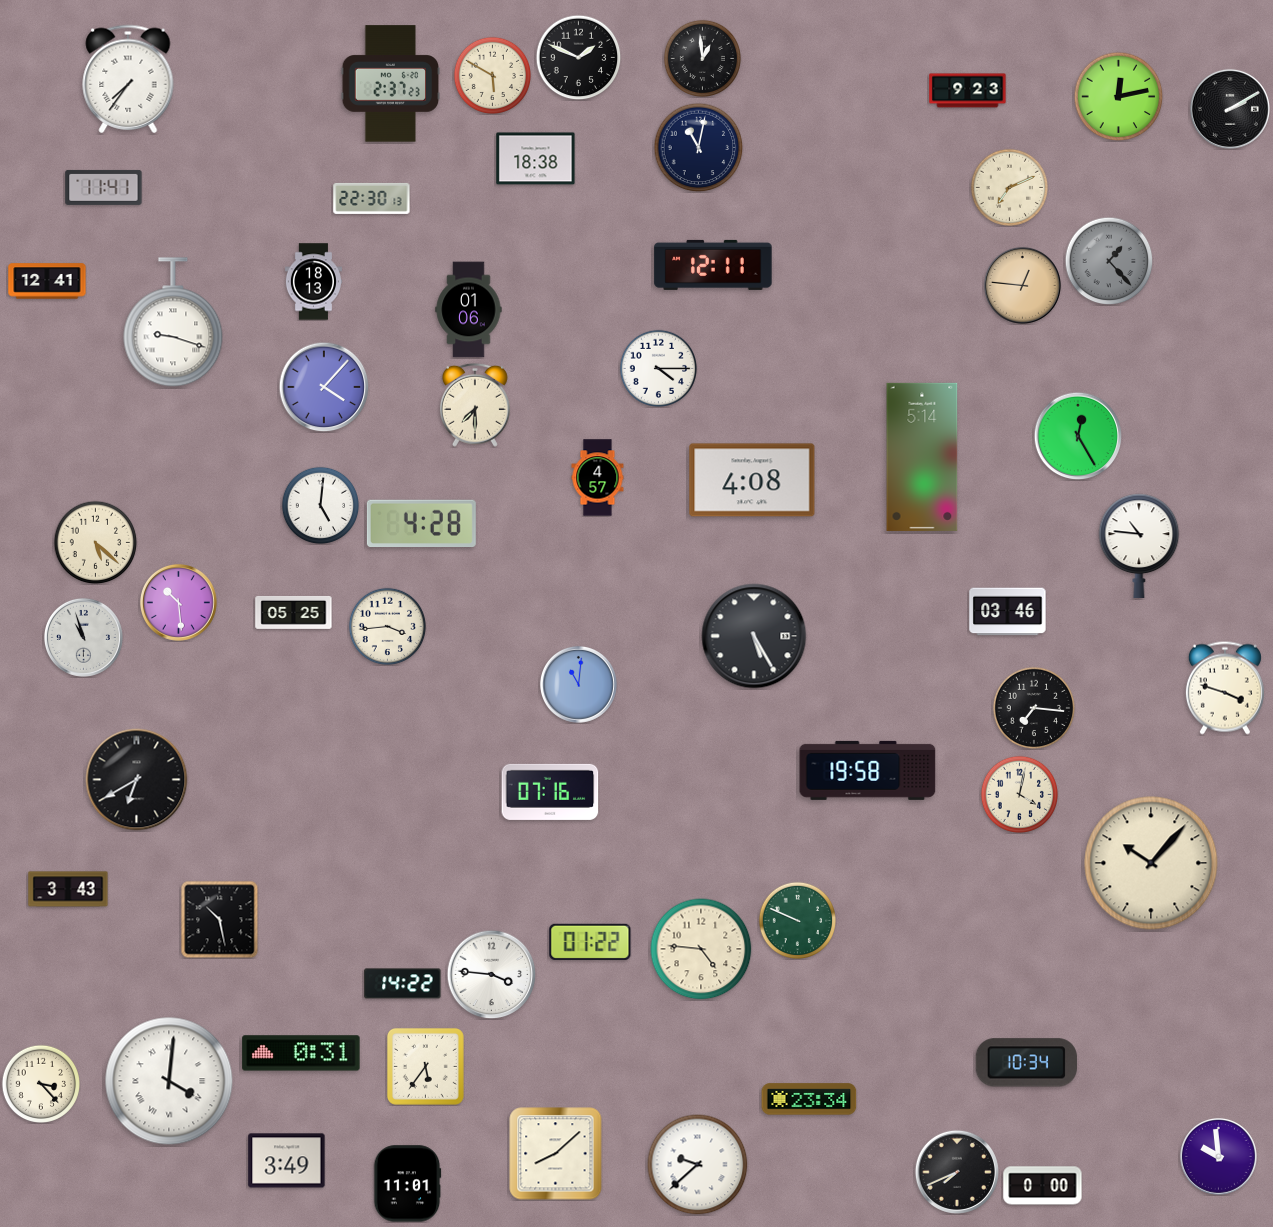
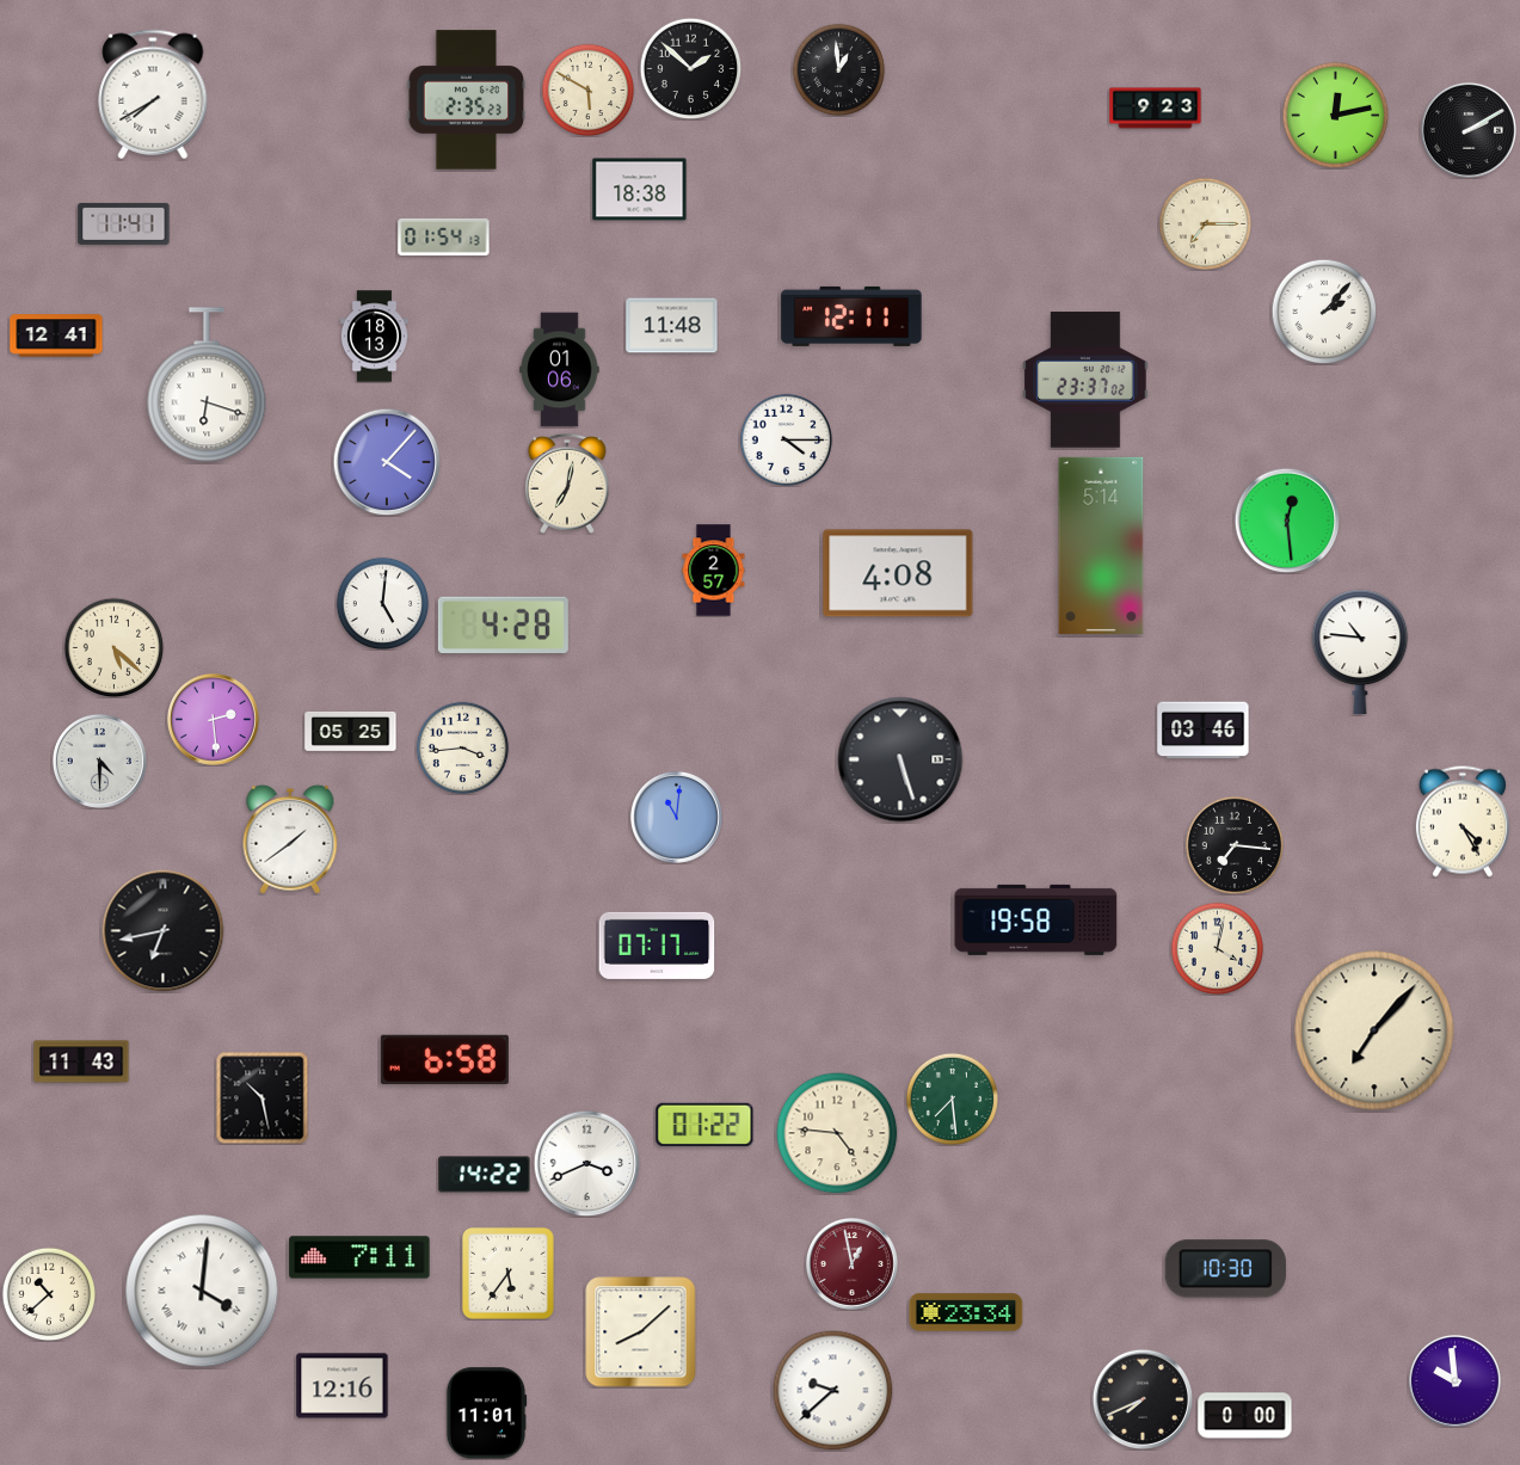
clock at (578, 57): 1:49 -> 1:52
clock at (128, 79): 7:36 -> 7:40
clock at (391, 84): 2:37 -> 2:35
clock at (698, 147): 11:02 -> none
clock at (1009, 187): 7:11 -> 7:15
clock at (372, 198): 22:30 -> 01:54
clock at (1109, 261): 1:23 -> 2:07
clock at (1109, 261) dial: grey -> white
clock at (672, 326): none -> 11:48
clock at (1022, 285): 12:46 -> none
clock at (1085, 380): none -> 23:37
clock at (173, 322): 9:18 -> 6:18
clock at (475, 405): 7:30 -> 7:02
clock at (1078, 436): 12:25 -> 12:29
clock at (598, 478): 4:57 -> 2:57
clock at (178, 602): 10:29 -> 2:29
clock at (754, 636): 5:25 -> 5:27
clock at (83, 637): 10:57 -> 4:30
clock at (578, 684) position: (578, 684) -> (676, 817)
clock at (1225, 688): 3:48 -> 4:25
clock at (290, 839): none -> 1:39
clock at (137, 780): 6:40 -> 6:43
clock at (550, 792): 07:16 -> 07:17
clock at (1151, 863): 10:07 -> 7:07
clock at (444, 1059): none -> 6:58
clock at (68, 889): 3:43 -> 11:43
clock at (797, 920): 9:49 -> 7:29
clock at (491, 974): 3:46 -> 3:41
clock at (403, 984) position: (403, 984) -> (485, 1175)
clock at (301, 1053): 0:31 -> 7:11
clock at (851, 1263): none -> 12:58
clock at (1026, 1063): 10:34 -> 10:30
clock at (41, 1084): 3:23 -> 10:38
clock at (556, 1154) position: (556, 1154) -> (641, 1332)
clock at (287, 1161): 3:49 -> 12:16
